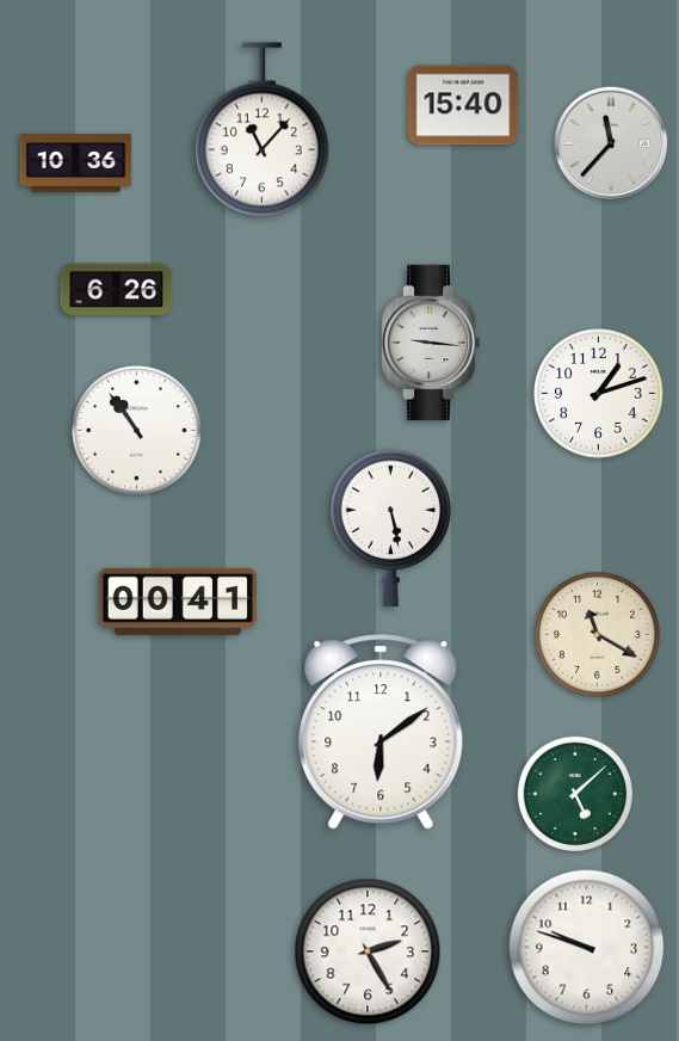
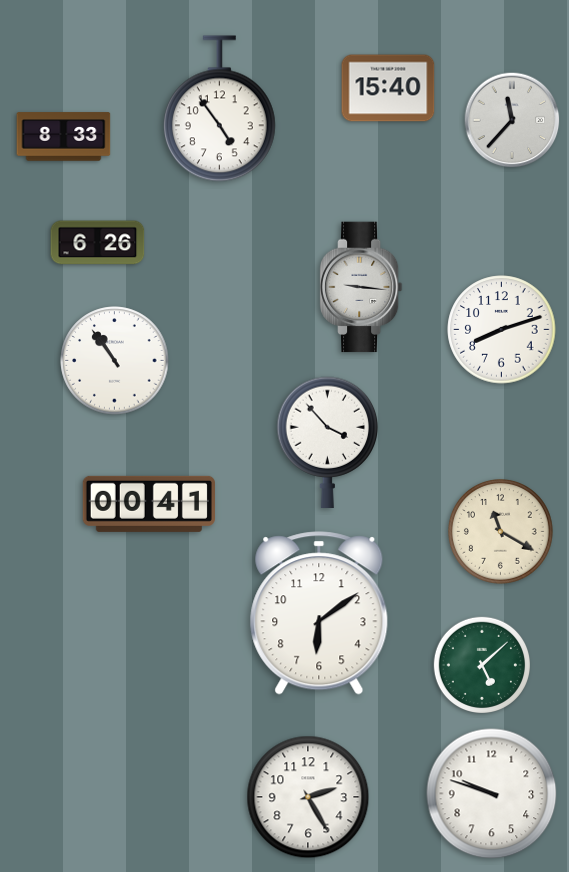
clock at (261, 130): 11:07 -> 4:54
clock at (76, 164): 10:36 -> 8:33
clock at (599, 394): 1:12 -> 8:12
clock at (391, 528): 5:28 -> 3:53
